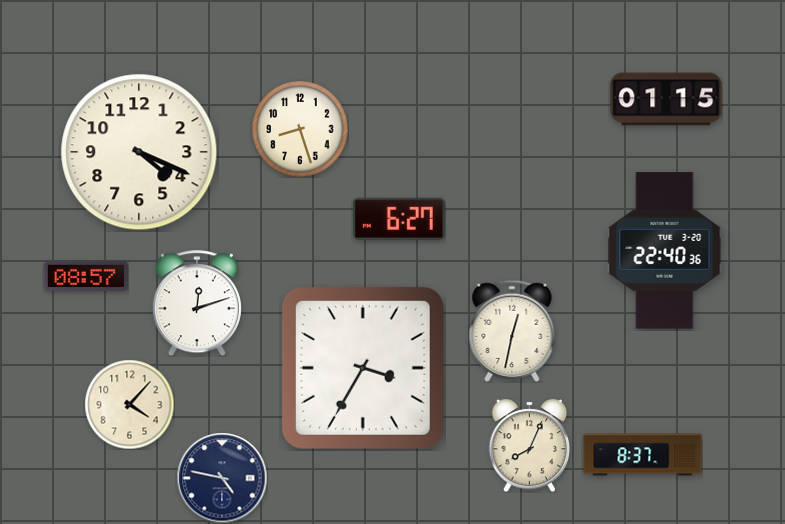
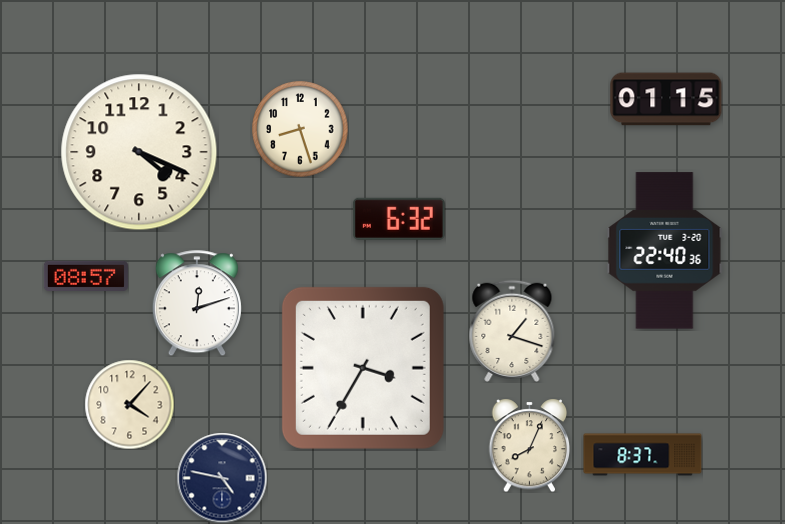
clock at (399, 219): 6:27 -> 6:32
clock at (512, 331): 12:32 -> 1:18
